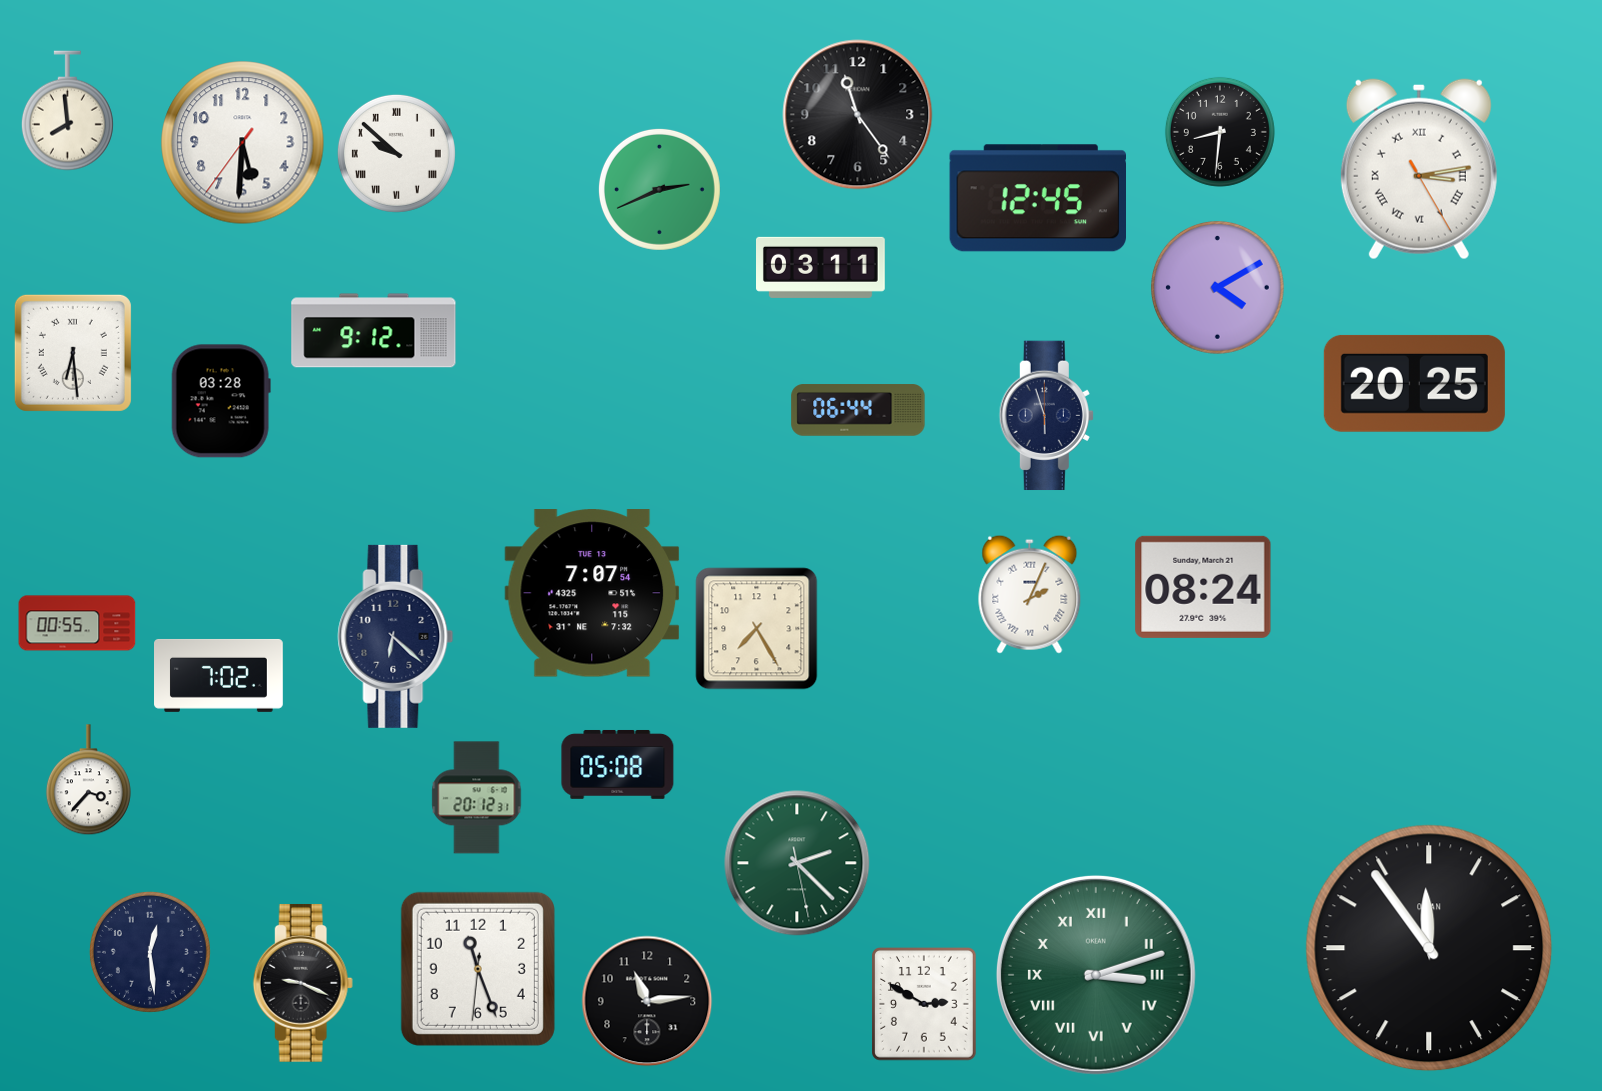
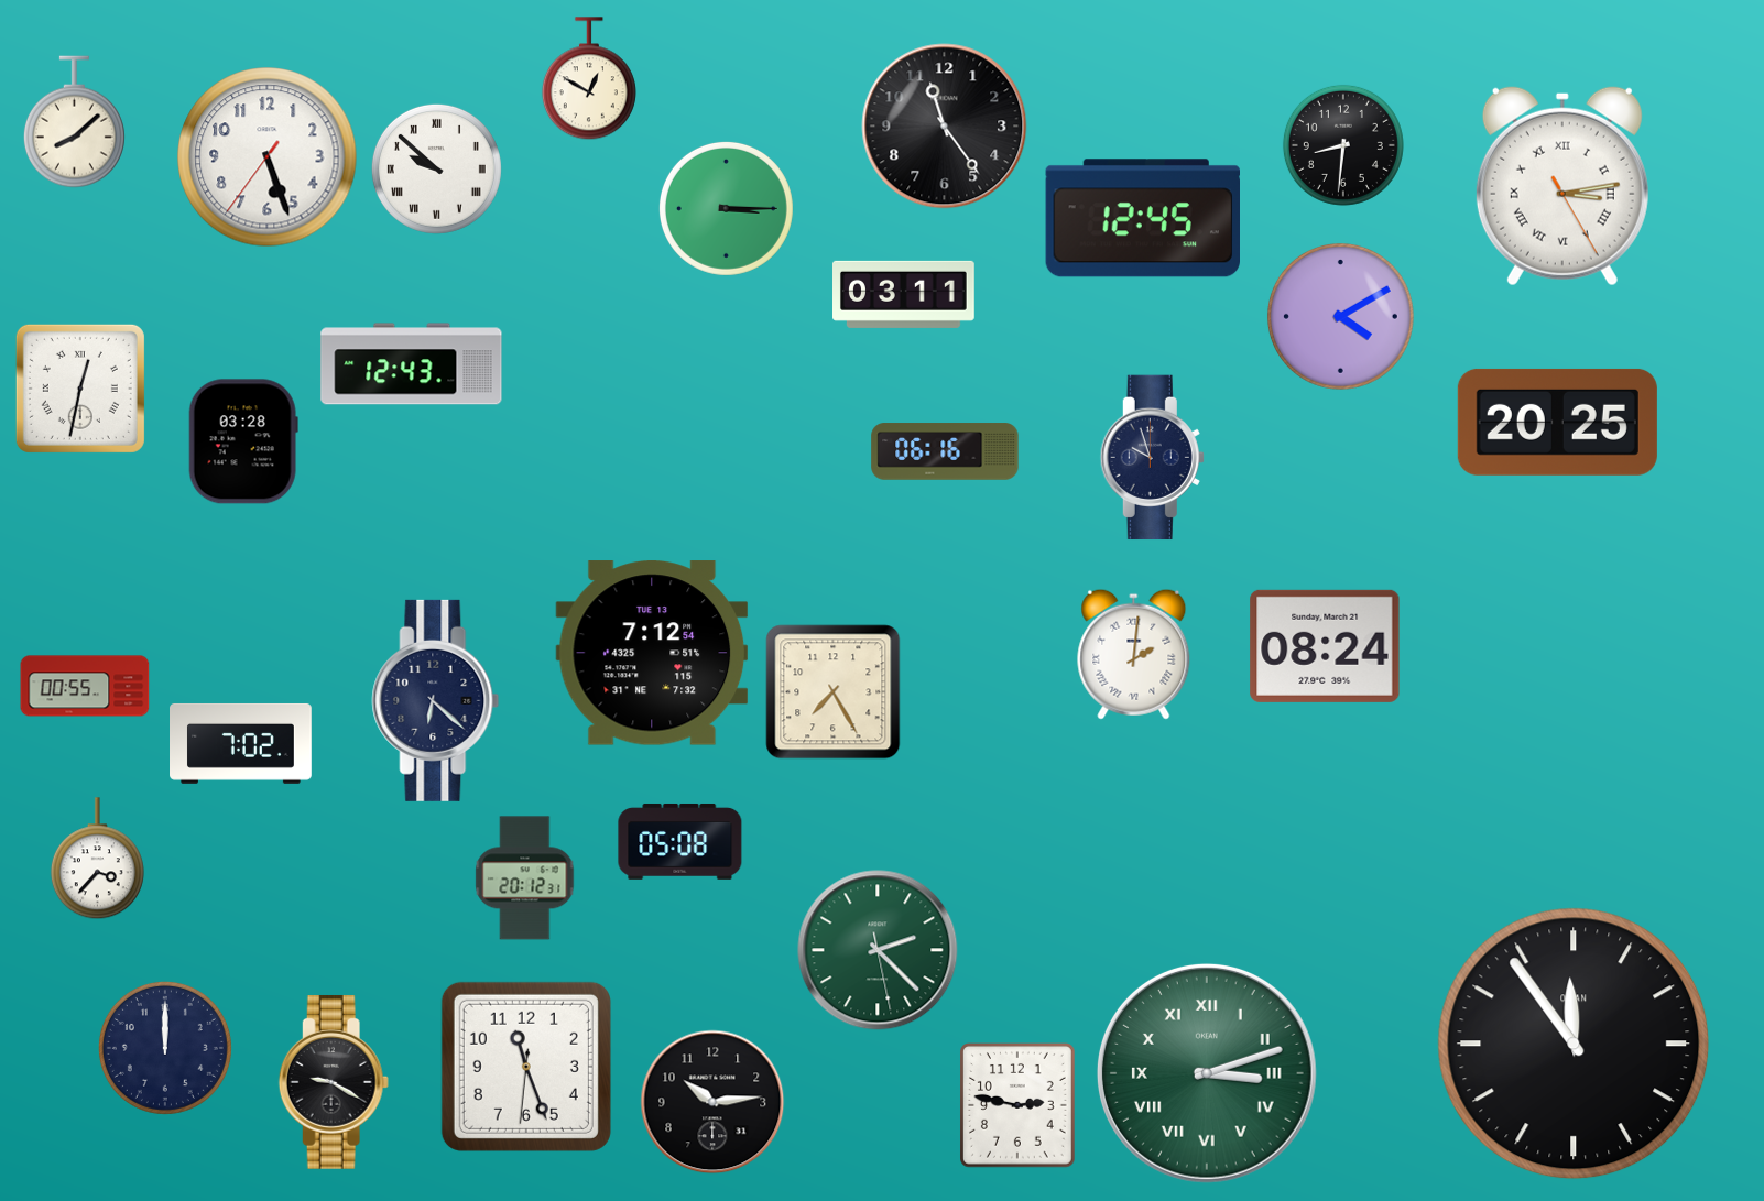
clock at (589, 79): none -> 12:50
clock at (67, 111): 7:59 -> 8:08
clock at (243, 143): 5:30 -> 5:26
clock at (659, 189): 2:41 -> 3:15
clock at (374, 331): 9:12 -> 12:43
clock at (73, 353): 6:29 -> 12:32
clock at (858, 410): 06:44 -> 06:16
clock at (1046, 416): 5:57 -> 9:57
clock at (592, 593): 7:07 -> 7:12
clock at (1030, 594): 2:04 -> 2:01
clock at (150, 952): 12:29 -> 12:00
clock at (303, 983): 9:19 -> 9:20
clock at (647, 1001): 11:14 -> 10:14
clock at (925, 1005): 2:50 -> 2:47
